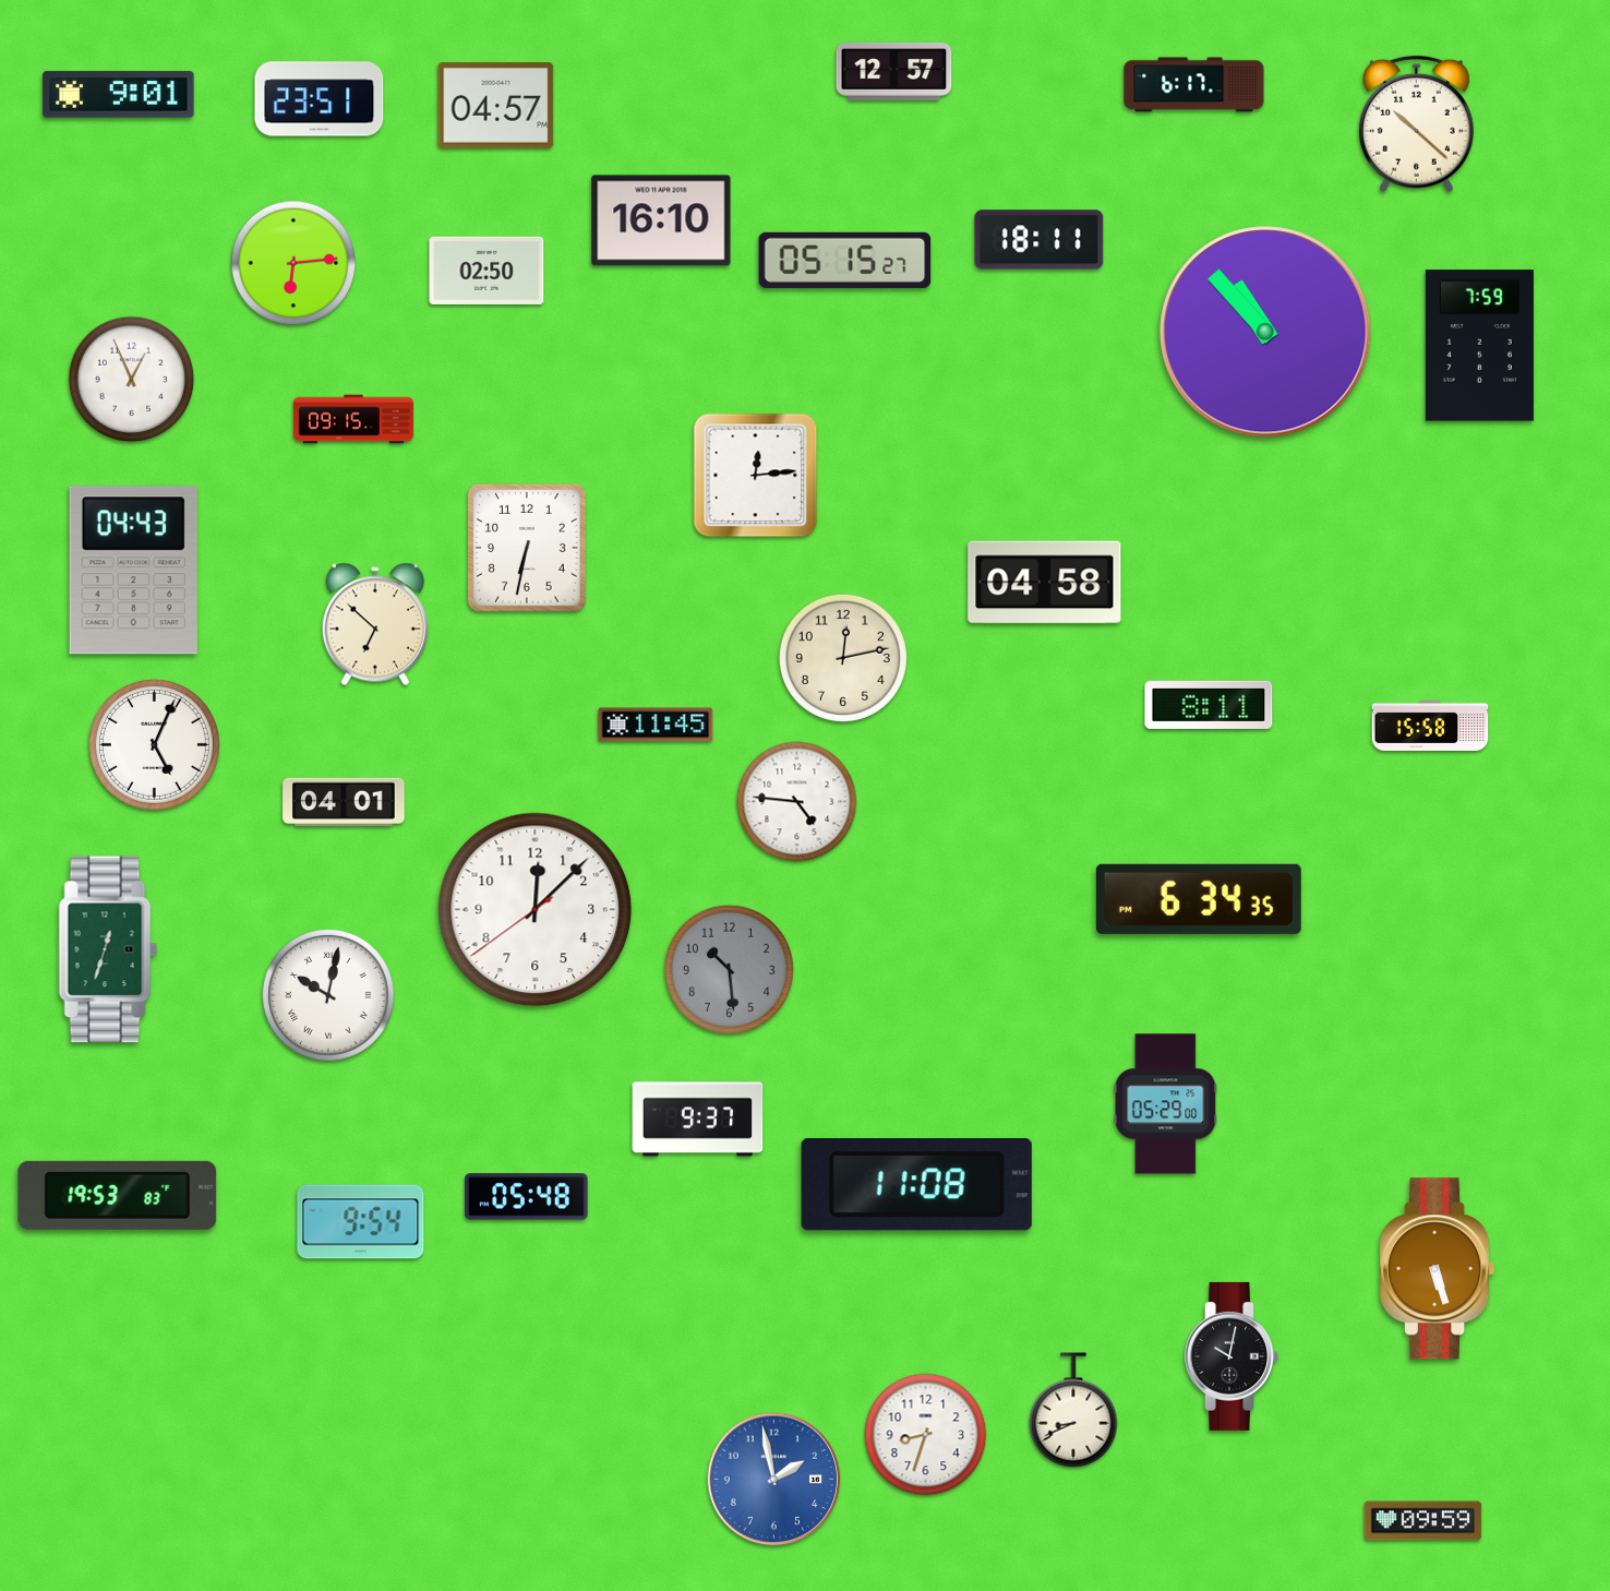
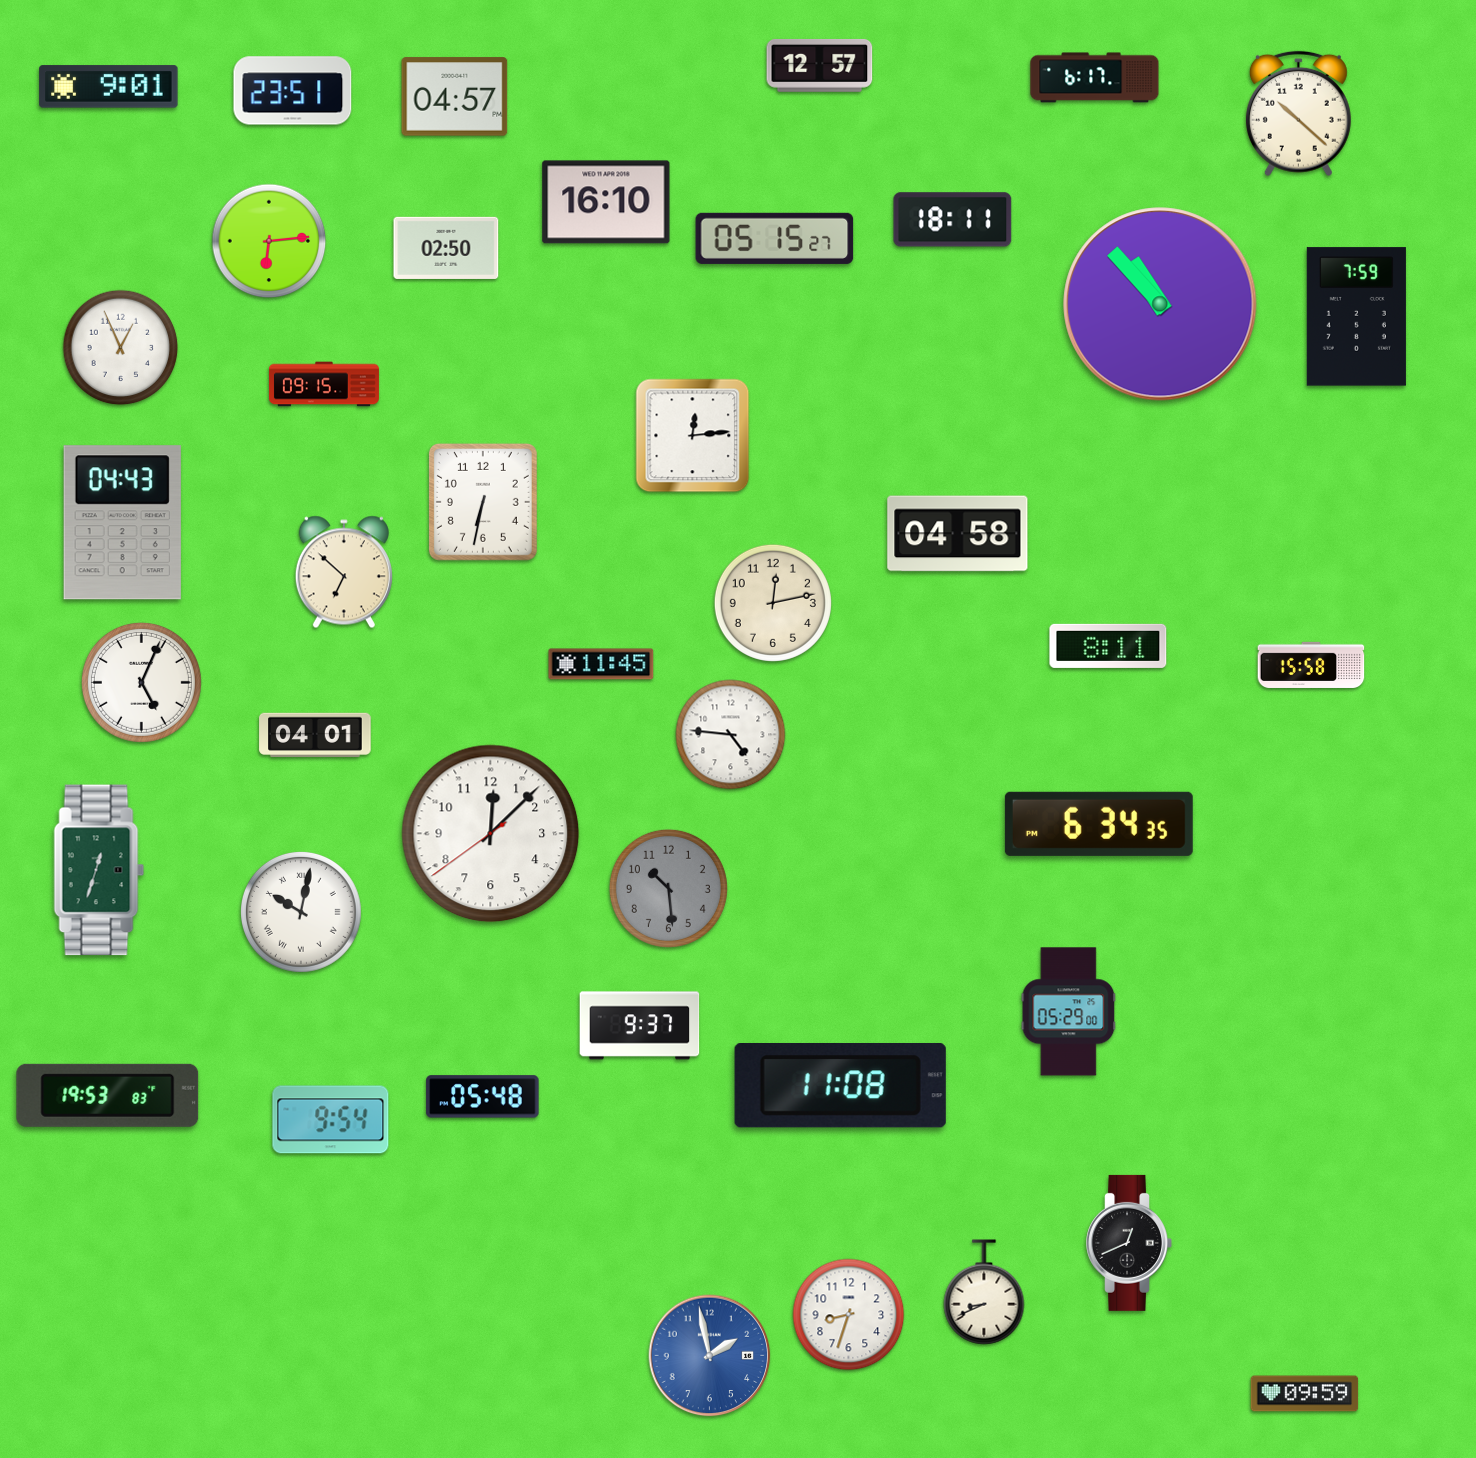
clock at (1439, 1269): 5:27 -> none
clock at (1231, 1356): 10:02 -> 12:41
